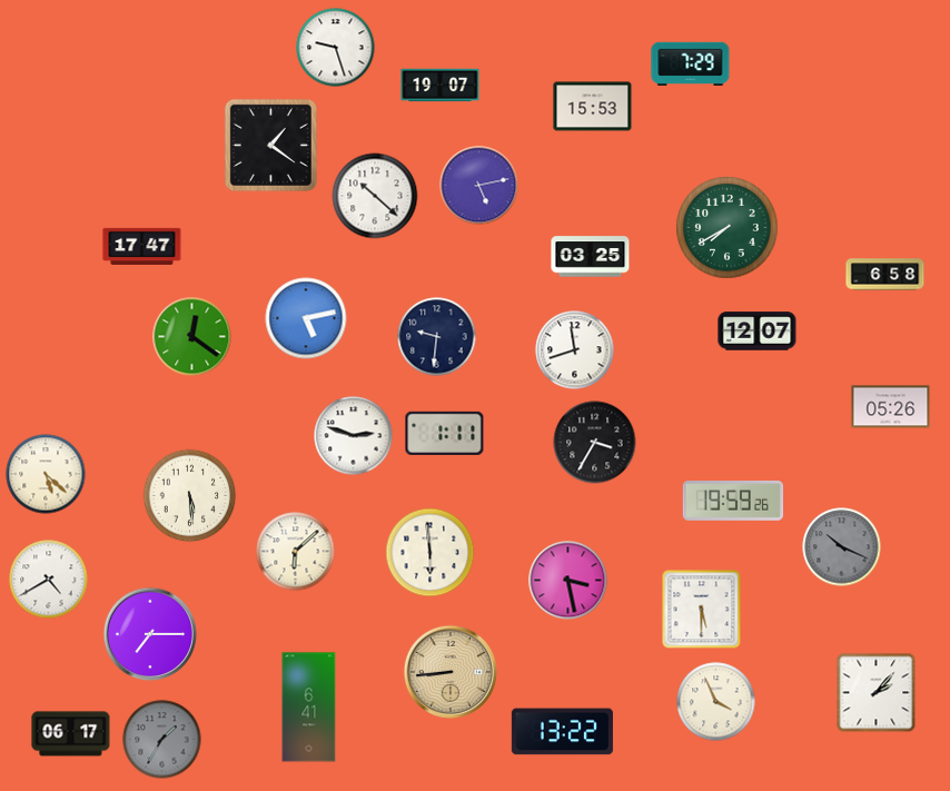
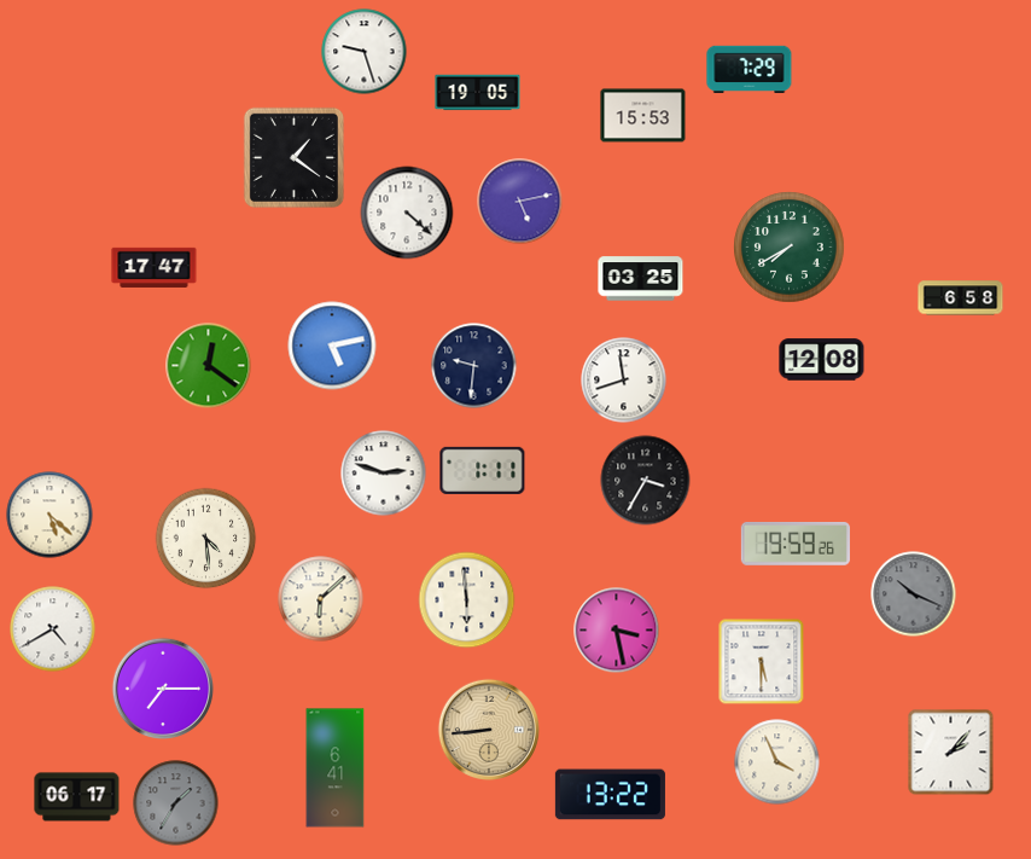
clock at (441, 86): 19:07 -> 19:05
clock at (375, 196): 10:22 -> 4:22
clock at (758, 332): 12:07 -> 12:08
clock at (891, 407): 05:26 -> none
clock at (190, 496): 5:29 -> 4:29
